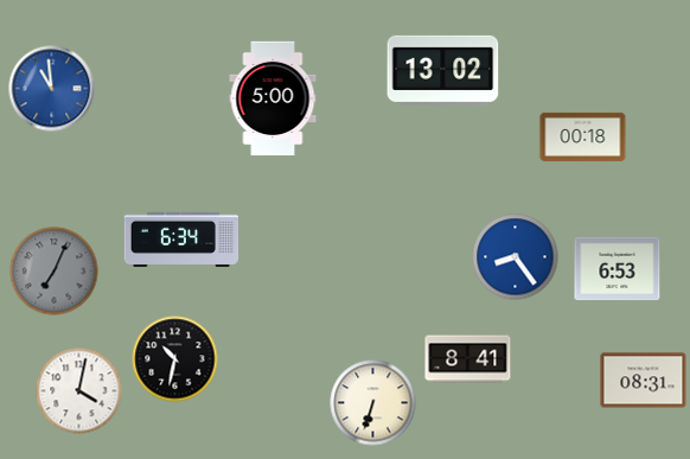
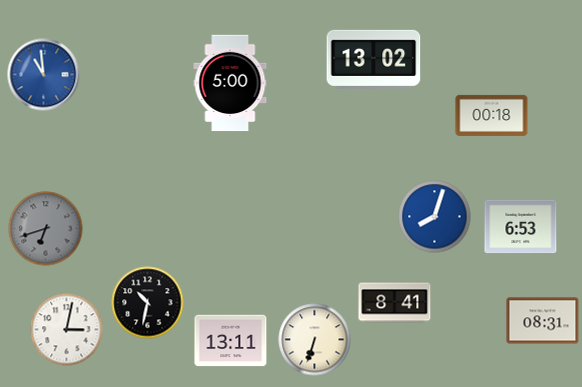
clock at (181, 240): 6:34 -> none
clock at (516, 257): 8:24 -> 8:03
clock at (55, 272): 7:04 -> 6:42
clock at (79, 391): 4:02 -> 3:02
clock at (231, 341): none -> 13:11
